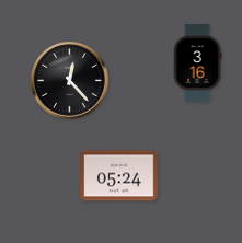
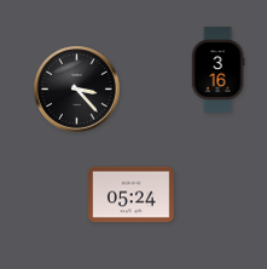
clock at (70, 81): 12:23 -> 3:23
